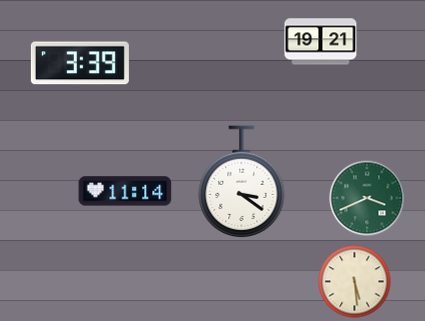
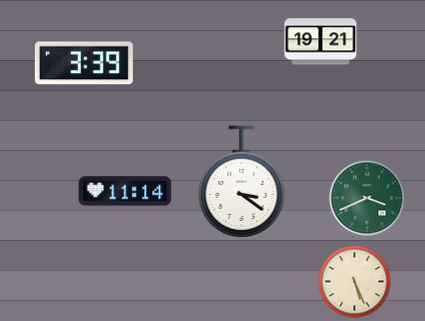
clock at (80, 63) position: (80, 63) -> (84, 63)
clock at (355, 282): 5:29 -> 5:26
